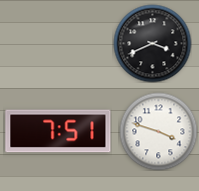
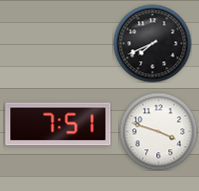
clock at (152, 43): 3:41 -> 7:41
clock at (58, 131) position: (58, 131) -> (58, 124)
